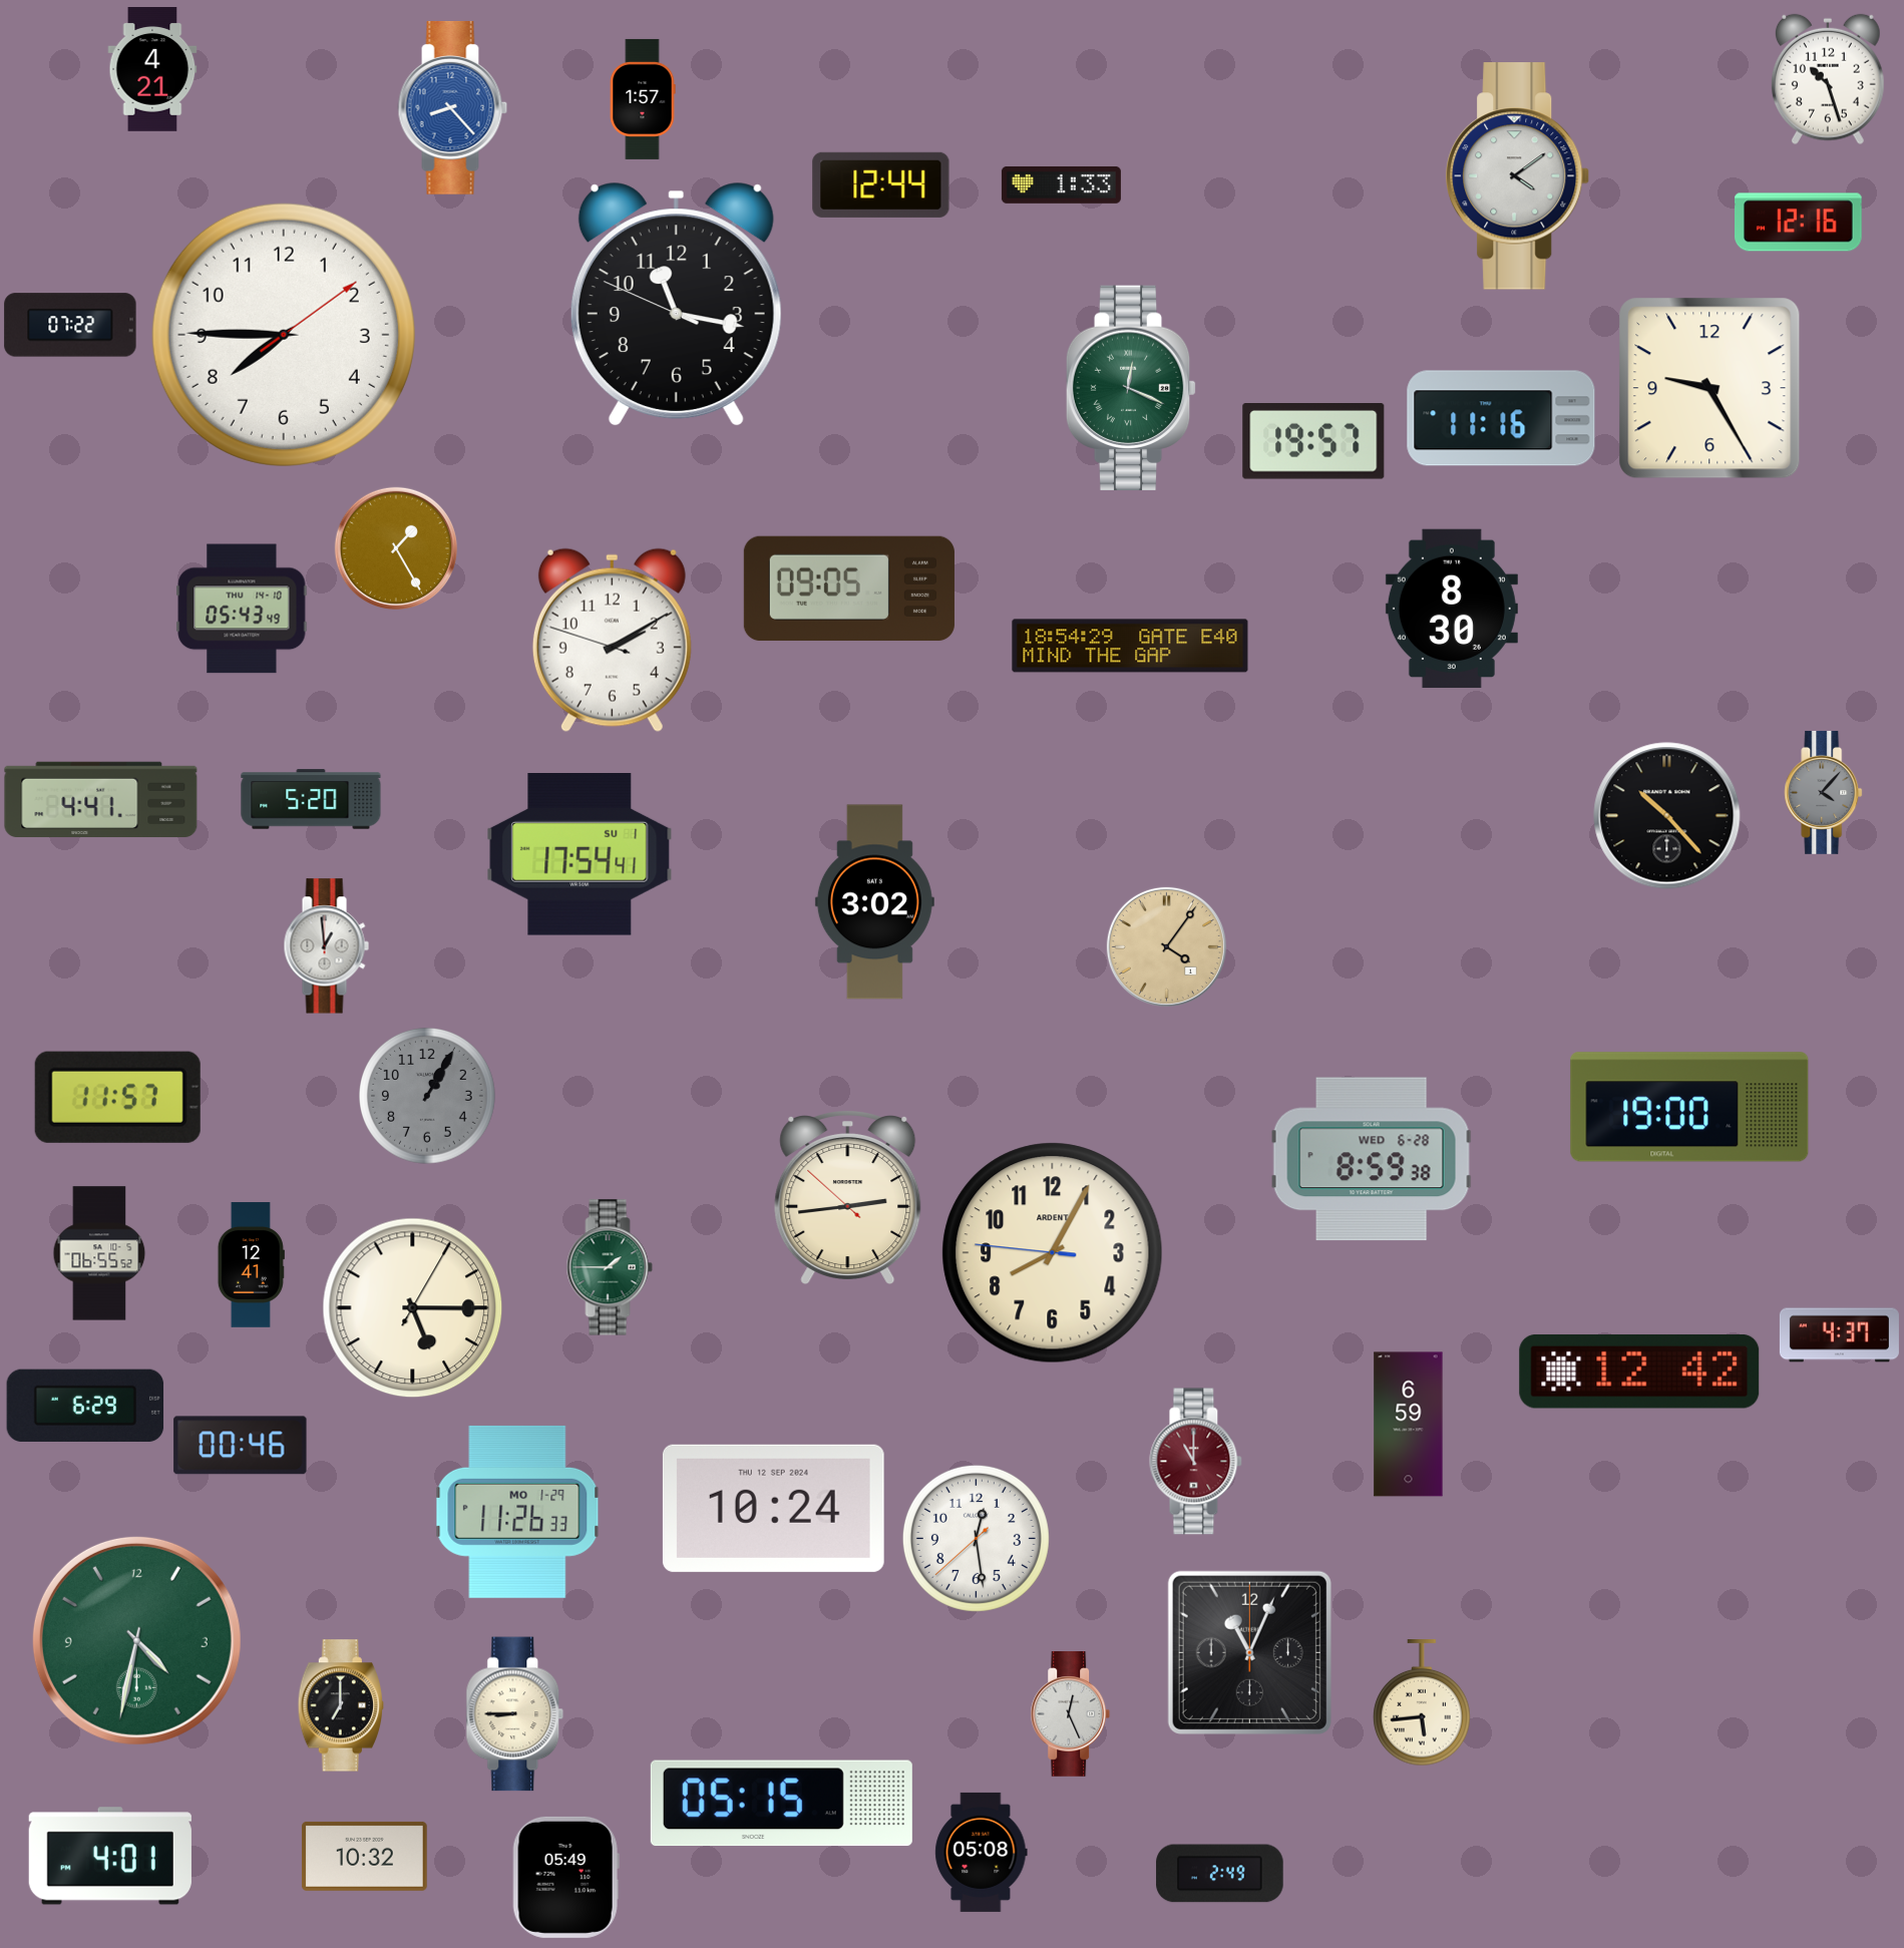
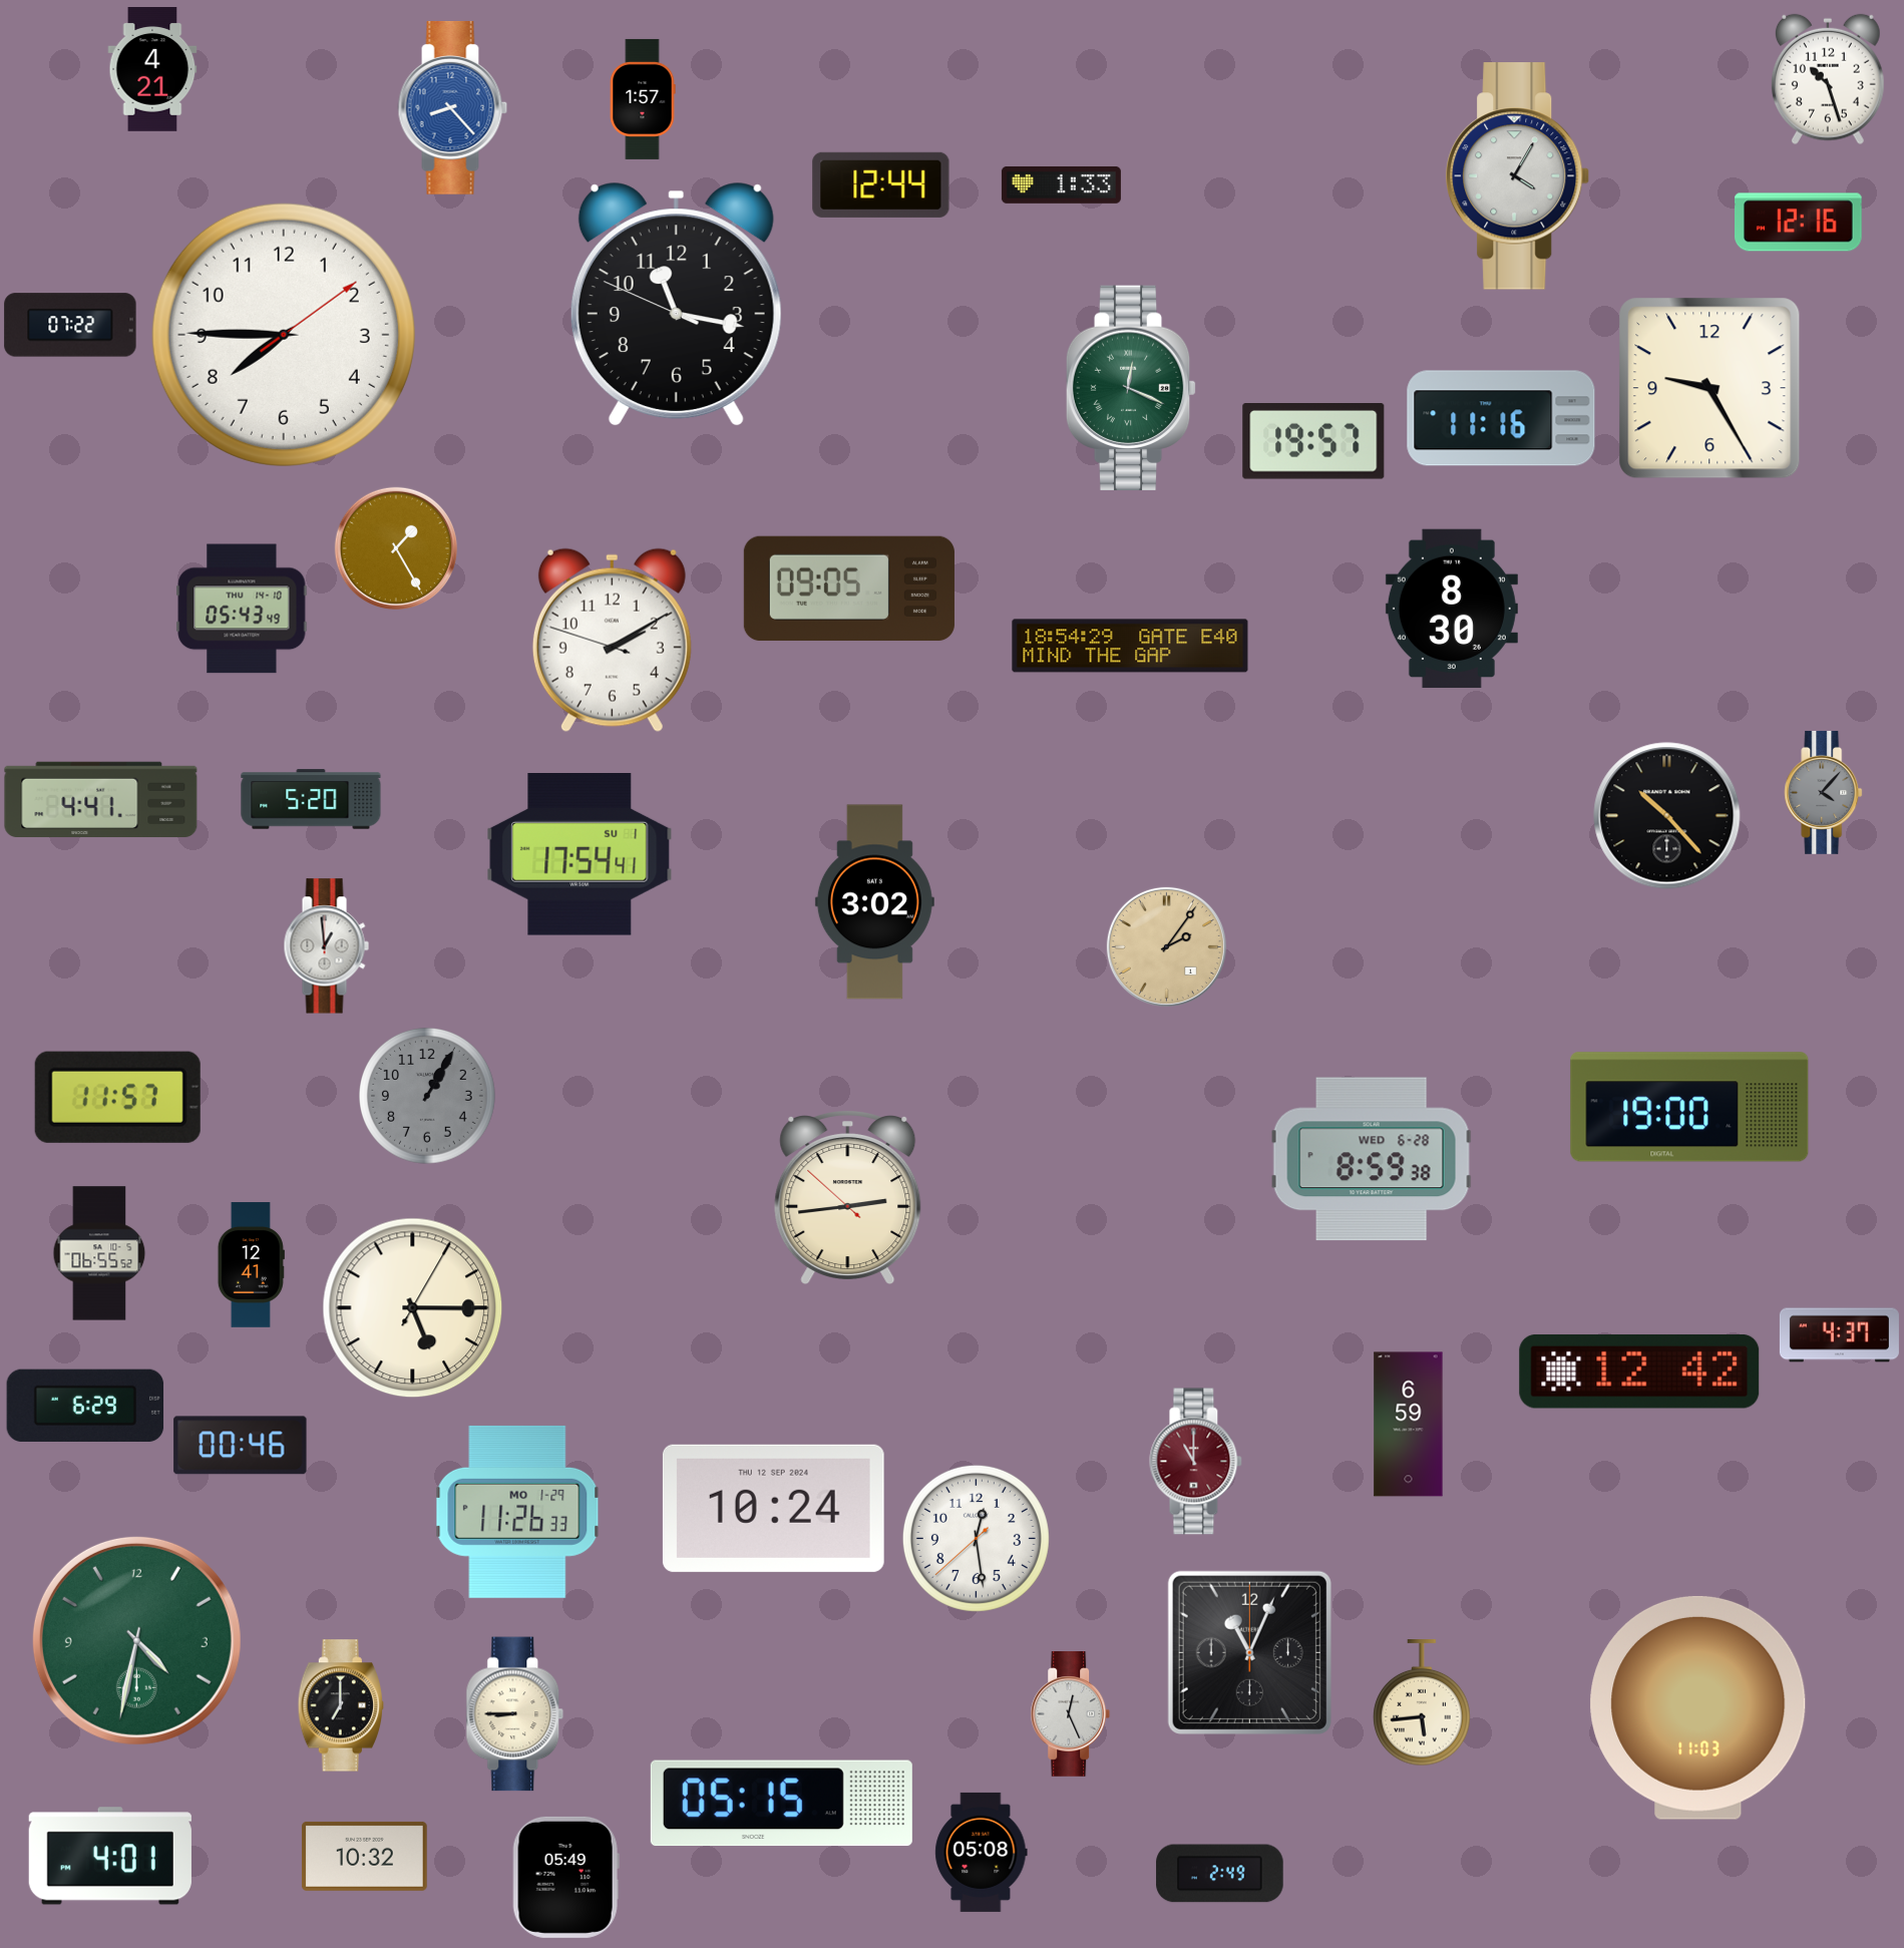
clock at (1518, 176): 4:09 -> 4:05
clock at (1166, 946): 4:06 -> 2:06
clock at (1053, 1253): 8:04 -> none
clock at (610, 1267): 1:45 -> none
clock at (1698, 1707): none -> 11:03
